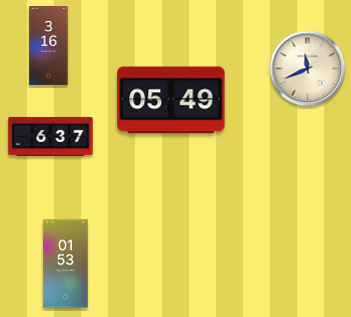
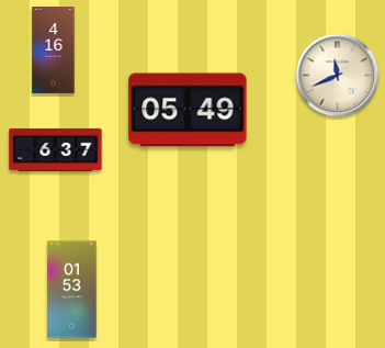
clock at (49, 46): 3:16 -> 4:16
